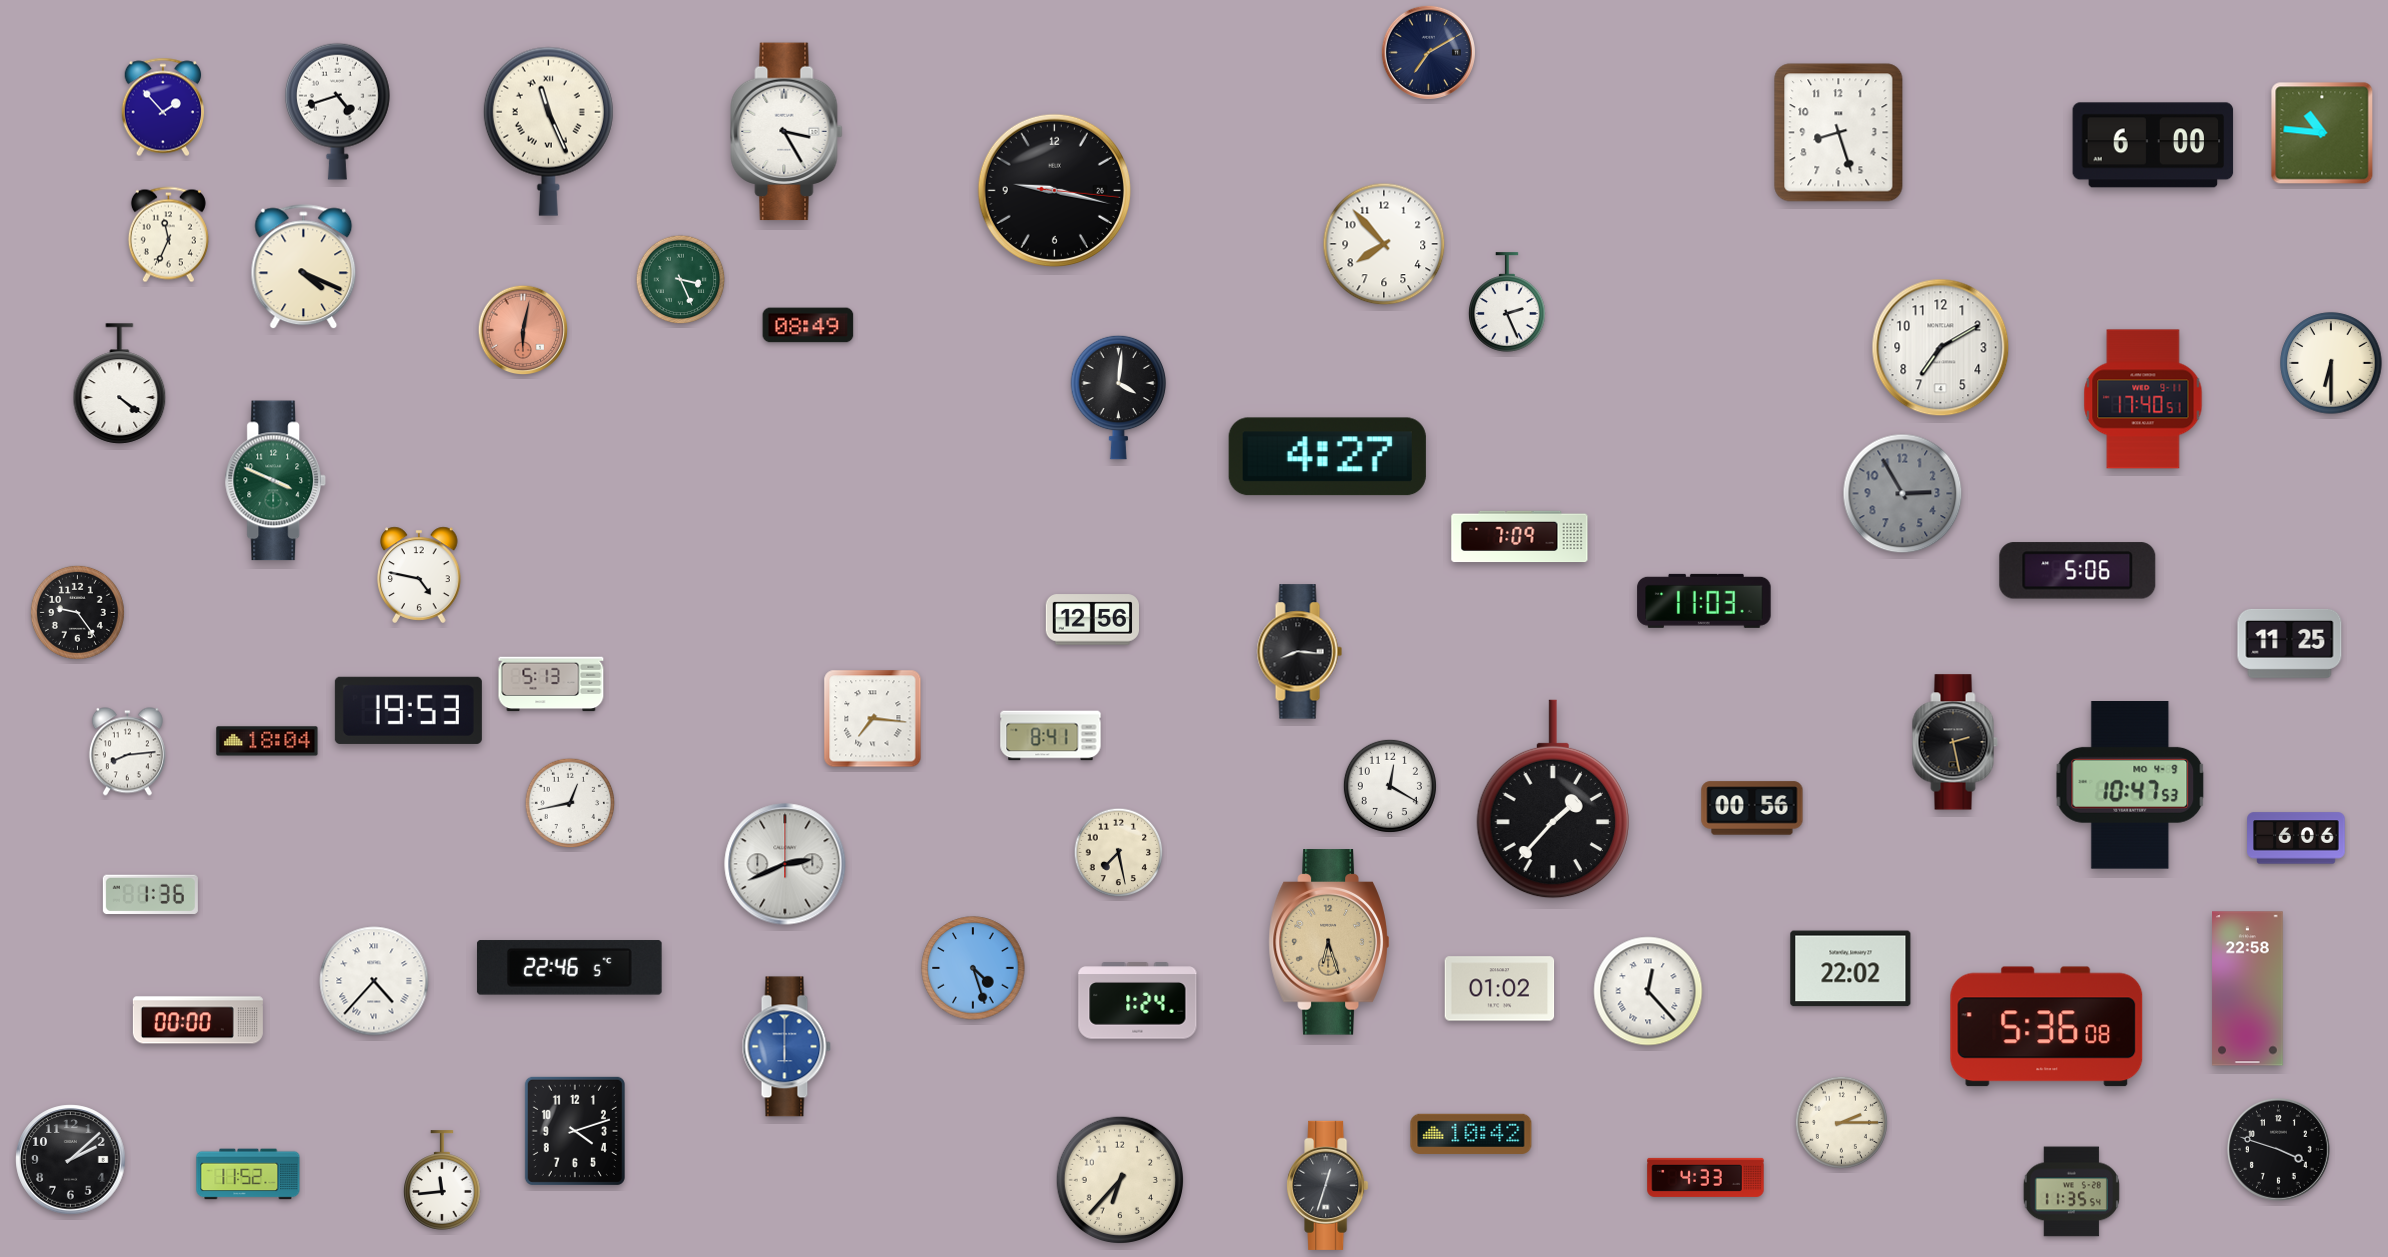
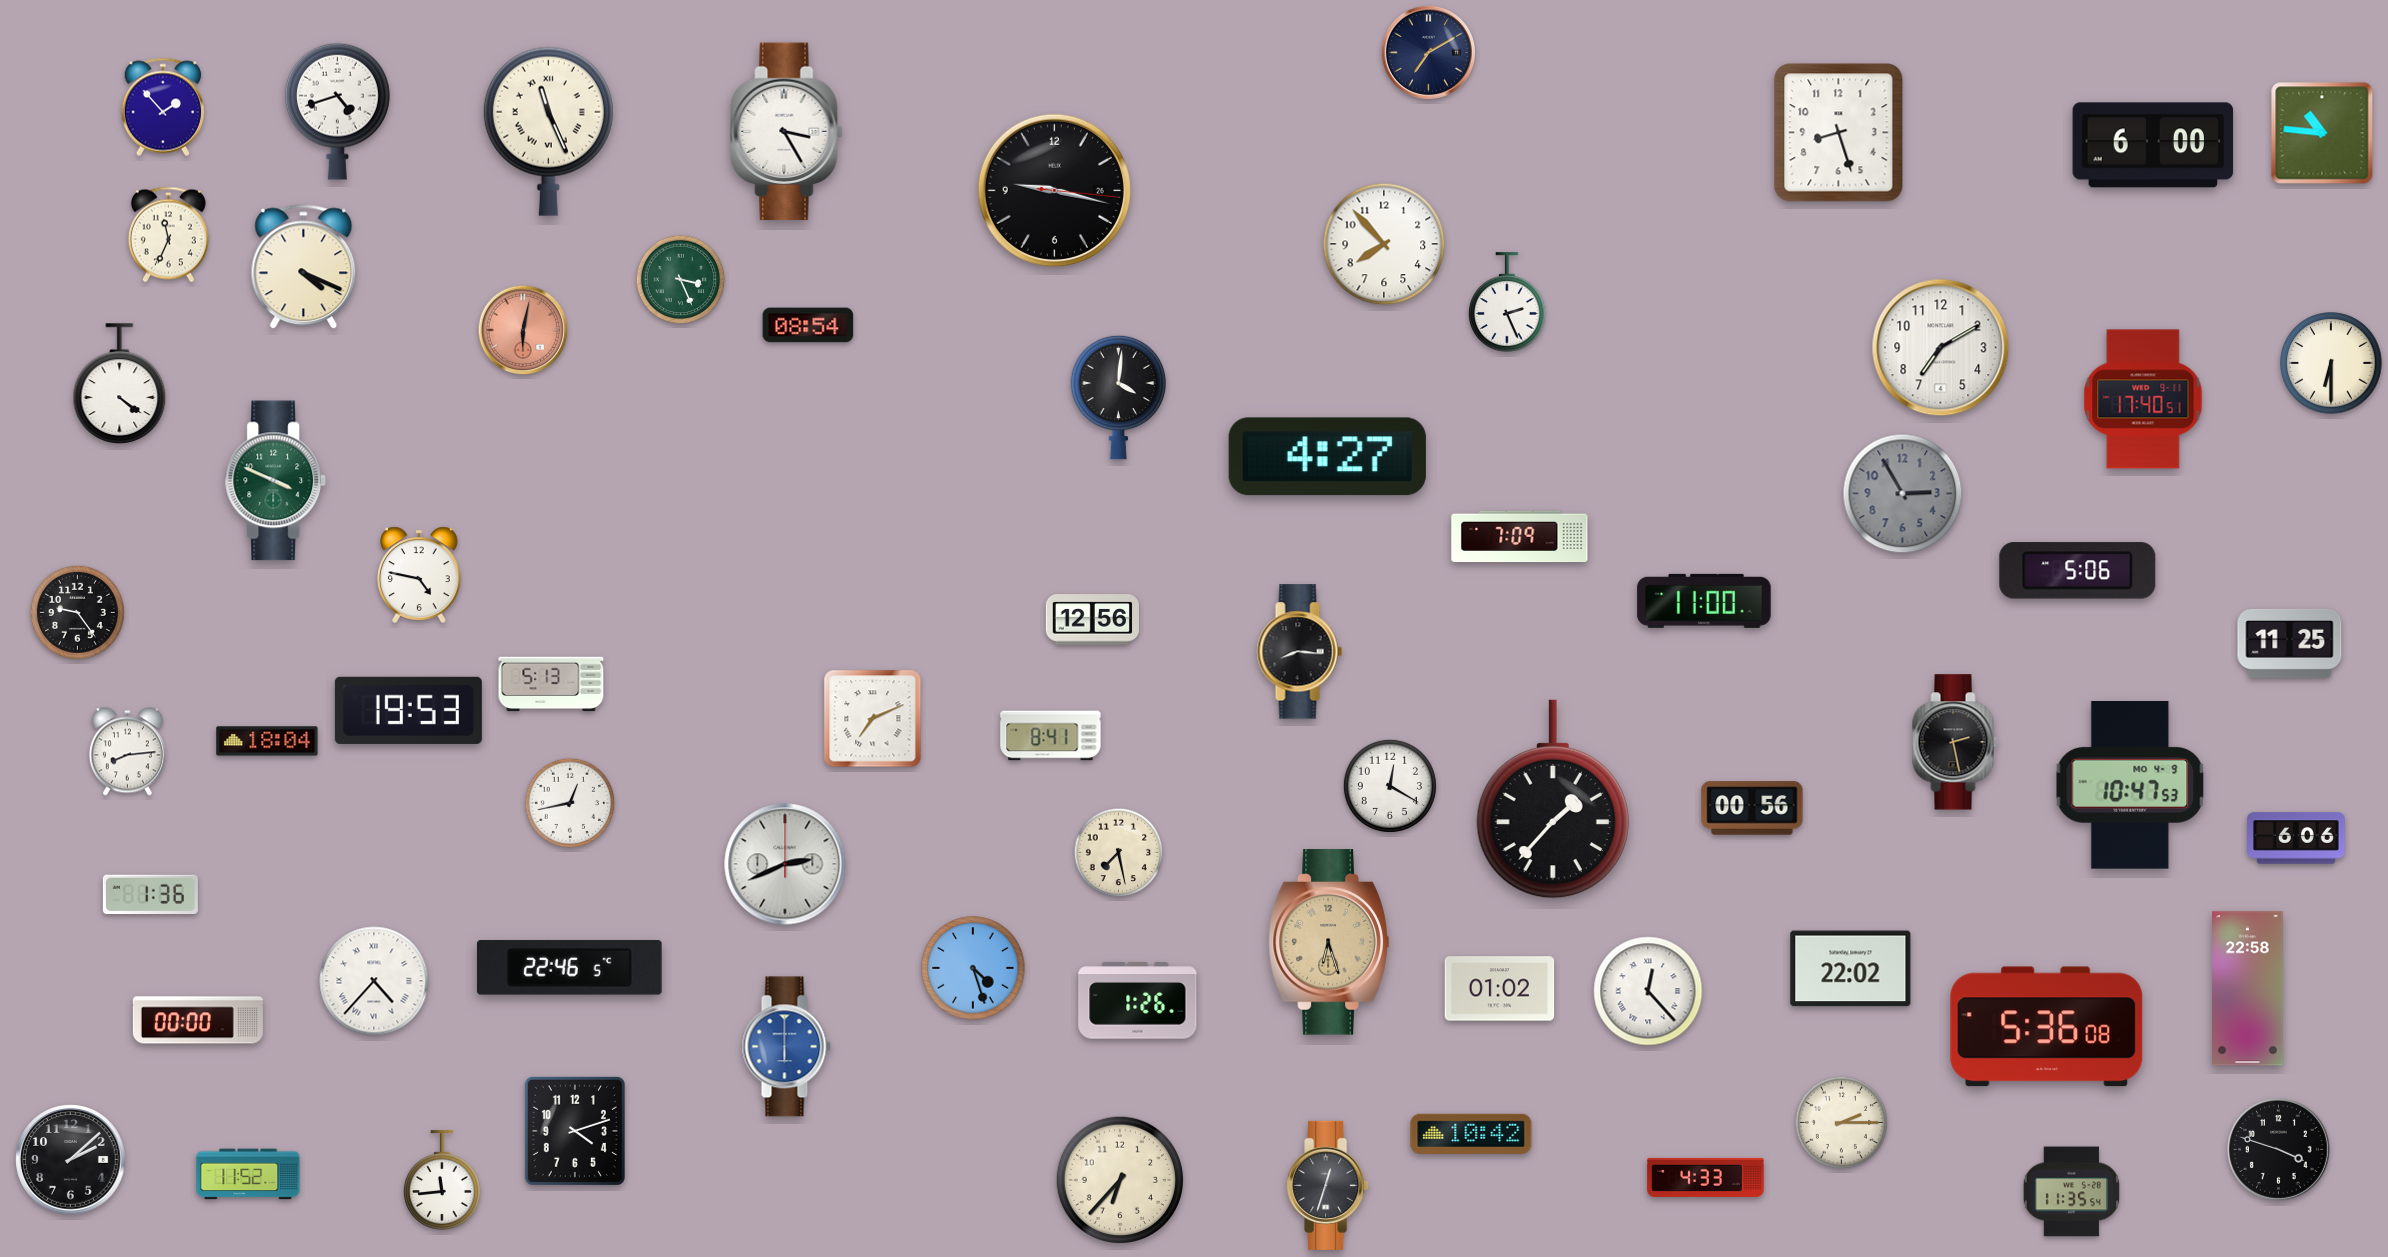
clock at (808, 325): 08:49 -> 08:54
clock at (1704, 601): 11:03 -> 11:00
clock at (873, 719): 7:16 -> 7:11
clock at (1138, 1001): 1:24 -> 1:26
